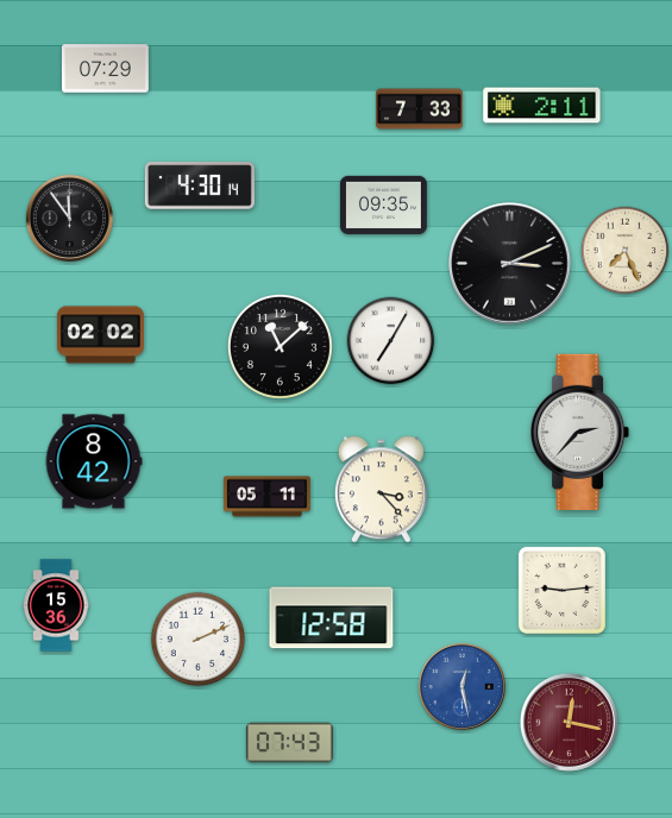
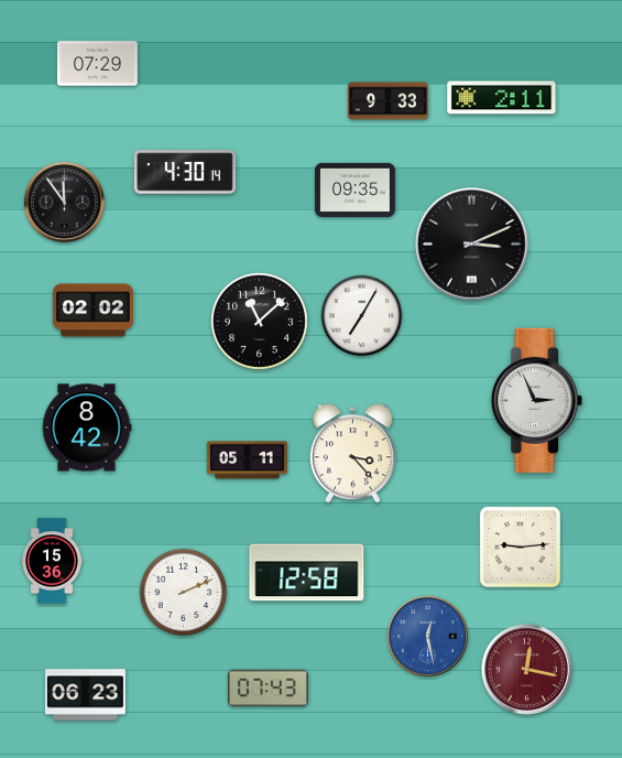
clock at (420, 109): 7:33 -> 9:33
clock at (626, 251): 7:26 -> none
clock at (580, 432): 2:37 -> 2:56
clock at (85, 695): none -> 06:23
